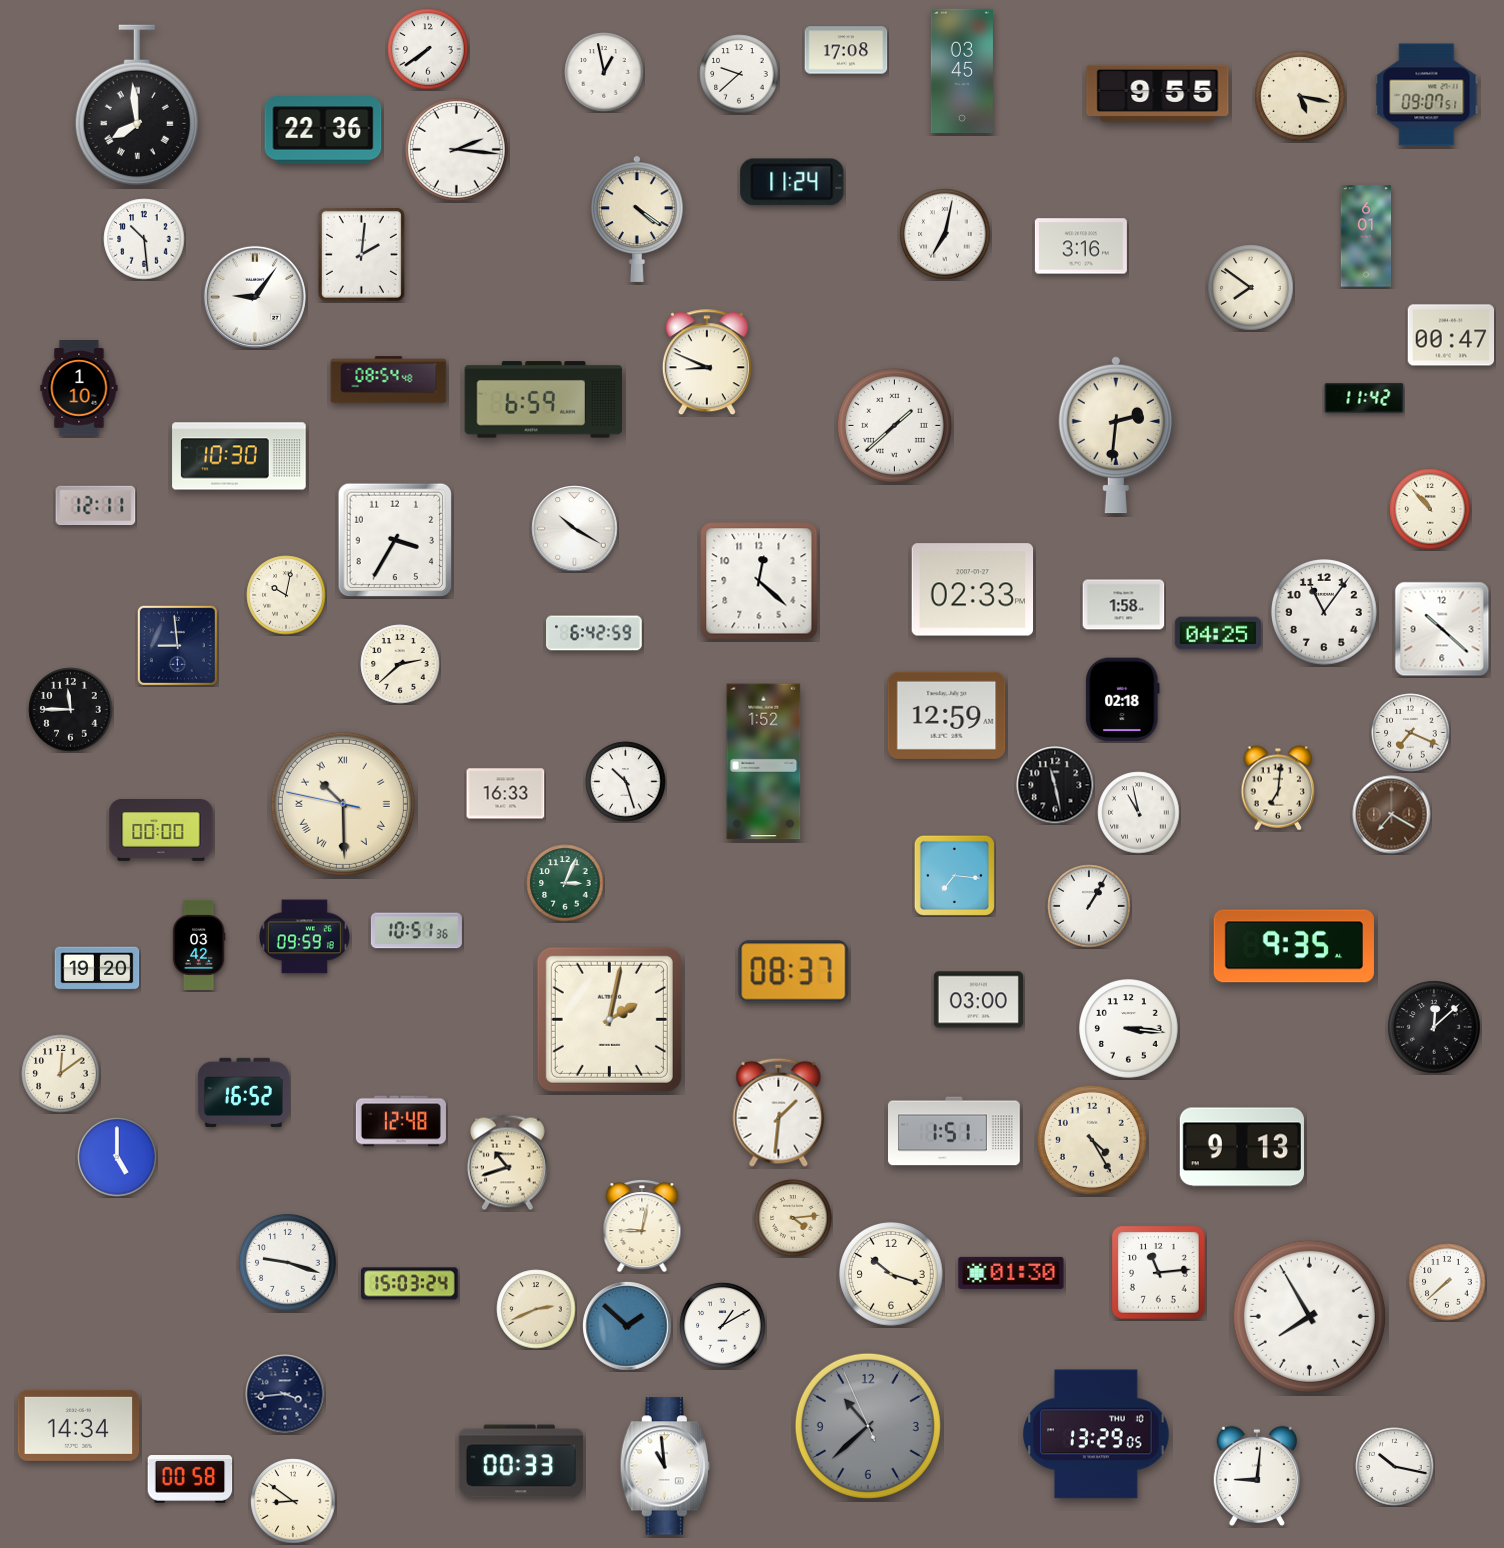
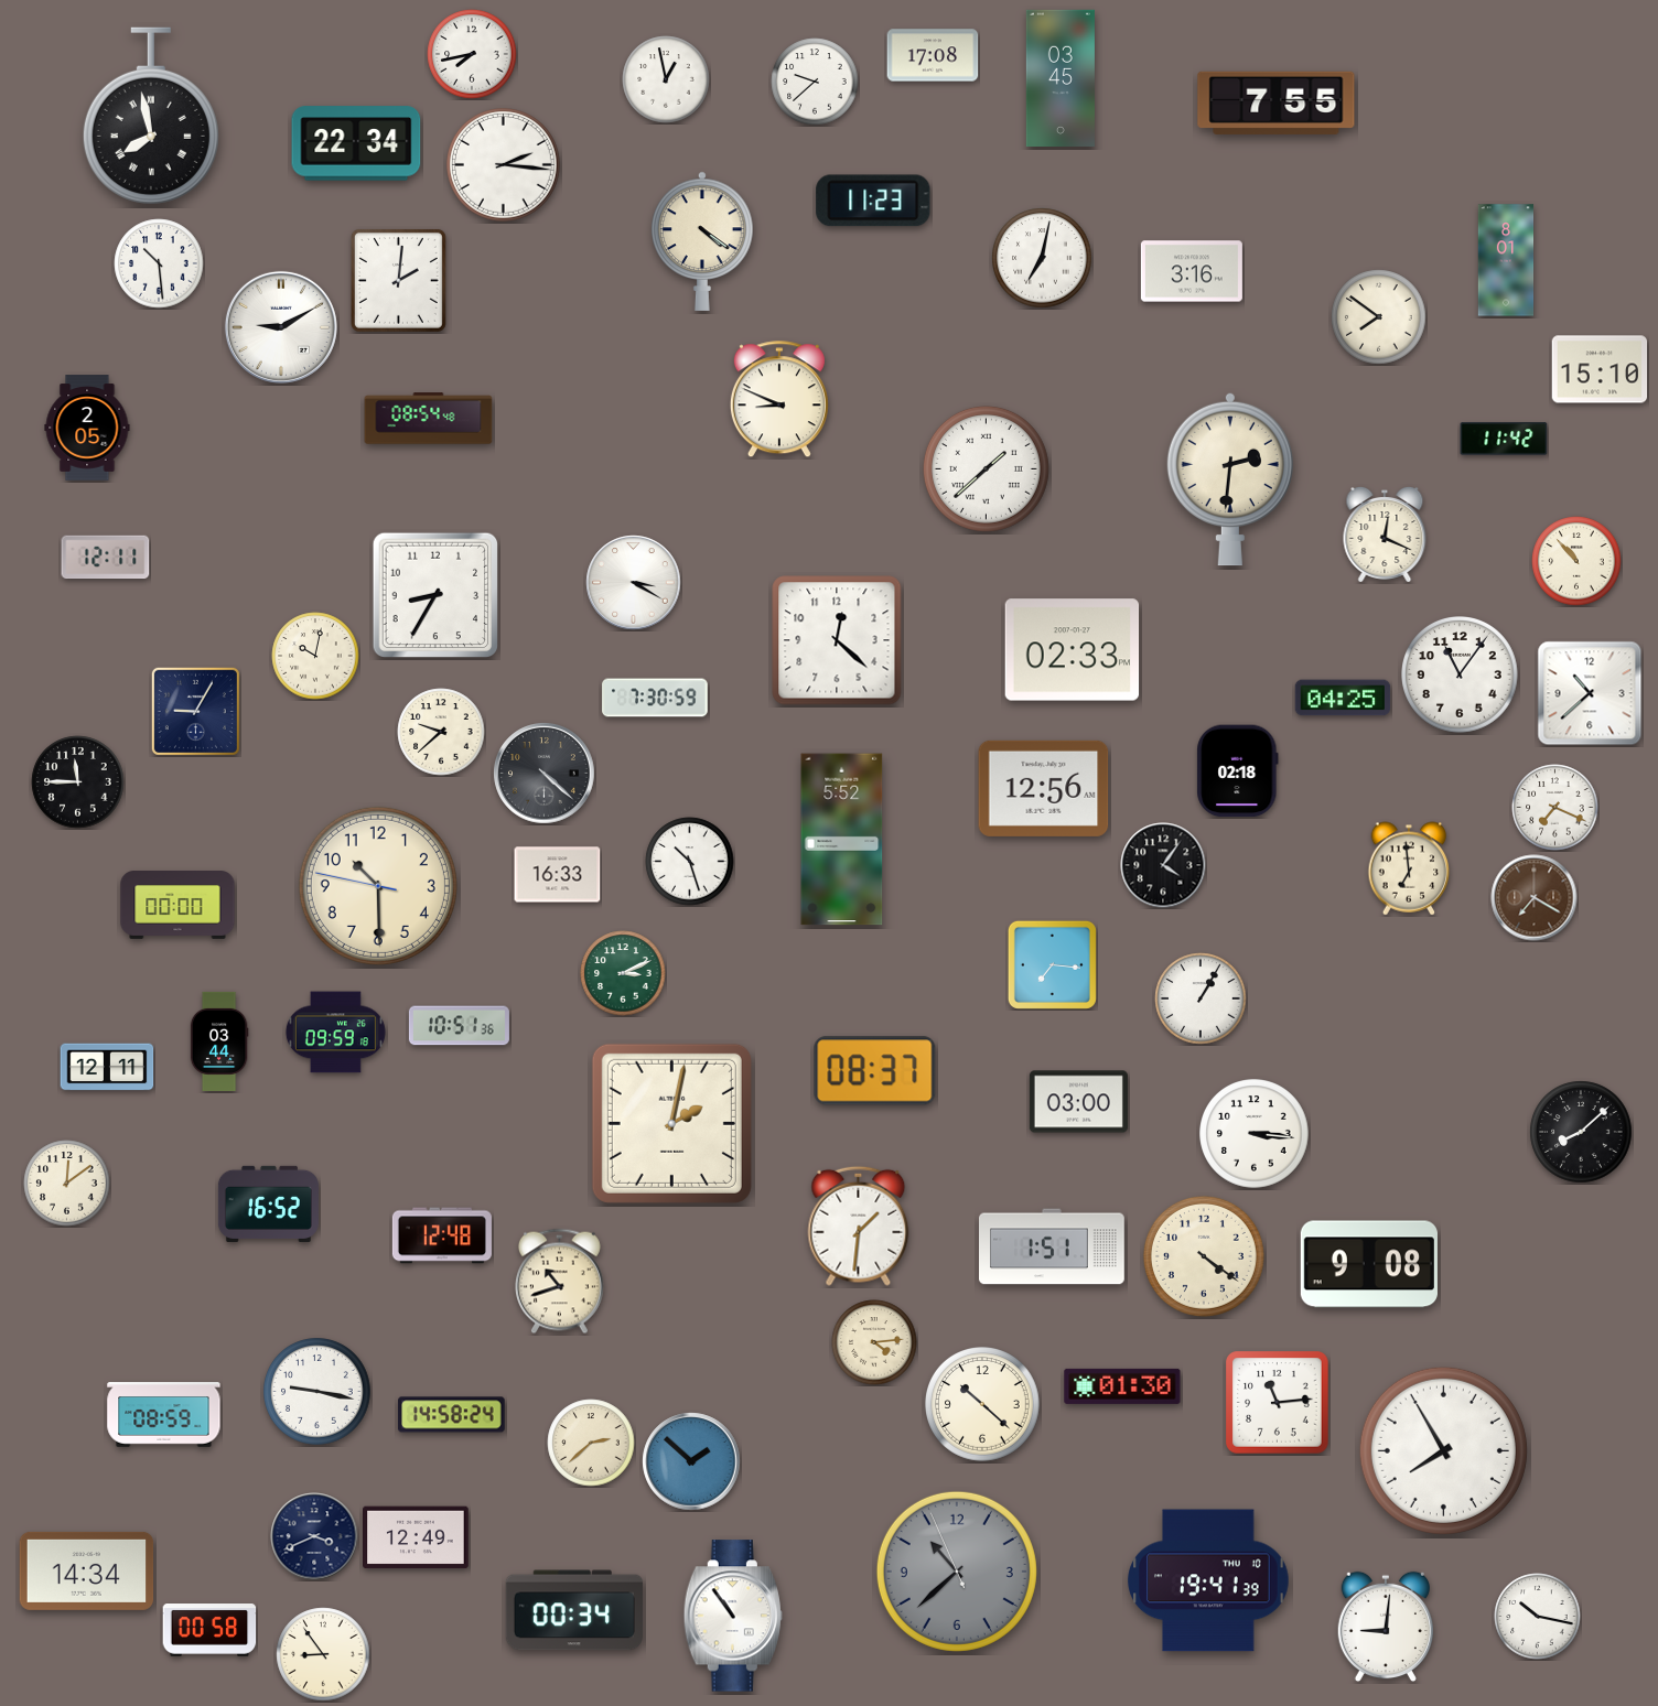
clock at (428, 49): 7:39 -> 7:43
clock at (1158, 93): 9:55 -> 7:55
clock at (1427, 95): 09:07 -> none
clock at (1300, 96): 5:17 -> none
clock at (137, 105): 7:59 -> 7:58
clock at (323, 130): 22:36 -> 22:34
clock at (792, 182): 11:24 -> 11:23
clock at (1366, 236): 6:01 -> 8:01
clock at (255, 297): 9:06 -> 9:10
clock at (1451, 335): 00:47 -> 15:10
clock at (79, 388): 1:10 -> 2:05
clock at (544, 400): 6:59 -> none
clock at (239, 456): 10:30 -> none
clock at (1385, 535): none -> 12:19
clock at (575, 529): 10:20 -> 3:20
clock at (395, 540): 3:35 -> 8:35
clock at (1124, 605): 1:58 -> none
clock at (1442, 629): 10:22 -> 10:38
clock at (594, 633): 6:42 -> 7:30
clock at (177, 645): 8:59 -> 9:05
clock at (400, 664): 2:38 -> 9:38
clock at (545, 774): none -> 4:22
clock at (947, 715): 12:59 -> 12:56
clock at (764, 762): 1:52 -> 5:52
clock at (1055, 785): 11:28 -> 4:06
clock at (1278, 788): 7:01 -> 6:59
clock at (343, 804) numerals: Roman -> Arabic
clock at (1139, 813): 10:58 -> none
clock at (161, 831) position: (161, 831) -> (177, 906)
clock at (565, 883): 3:04 -> 3:11
clock at (199, 945): 03:42 -> 03:44
clock at (1294, 946): 9:35 -> none
clock at (97, 968): 19:20 -> 12:11
clock at (1434, 1027): 12:08 -> 8:08
clock at (1129, 1029) position: (1129, 1029) -> (1255, 1134)
clock at (1092, 1140): 4:25 -> 4:21
clock at (1242, 1147): 9:13 -> 9:08
clock at (117, 1157): 5:00 -> none
clock at (642, 1226): 9:02 -> none
clock at (288, 1263): 9:18 -> 9:17
clock at (1011, 1273) position: (1011, 1273) -> (1122, 1386)
clock at (892, 1275): 10:18 -> 10:22
clock at (1447, 1282): 7:38 -> none
clock at (164, 1415): none -> 08:59
clock at (410, 1284): 15:03 -> 14:58
clock at (536, 1309): 2:41 -> 2:38
clock at (723, 1326): 1:10 -> none
clock at (285, 1394): 3:44 -> 3:41
clock at (417, 1537): none -> 12:49
clock at (1096, 1434): 13:29 -> 19:41
clock at (521, 1461): 00:33 -> 00:34
clock at (665, 1466): 10:59 -> 10:54
clock at (293, 1501): 8:51 -> 8:54
